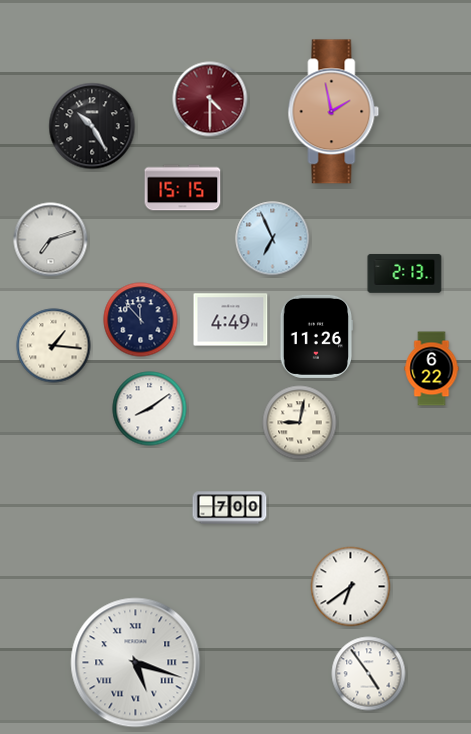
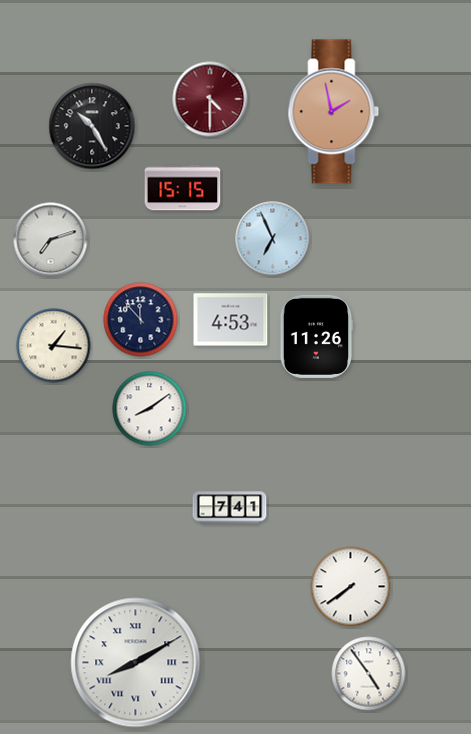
clock at (405, 273): 2:13 -> none
clock at (231, 320): 4:49 -> 4:53
clock at (432, 369): 6:22 -> none
clock at (300, 423): 9:02 -> none
clock at (230, 508): 7:00 -> 7:41
clock at (351, 587): 6:39 -> 7:39
clock at (136, 663): 5:18 -> 8:10
